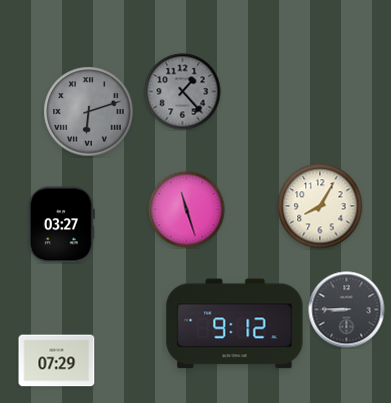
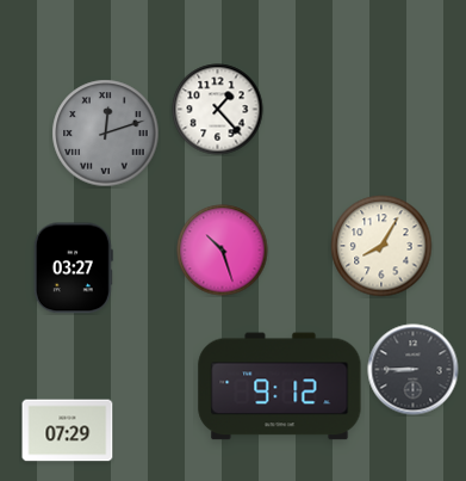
clock at (183, 92) dial: grey -> white
clock at (89, 112): 6:12 -> 12:12
clock at (187, 210): 11:27 -> 10:27
